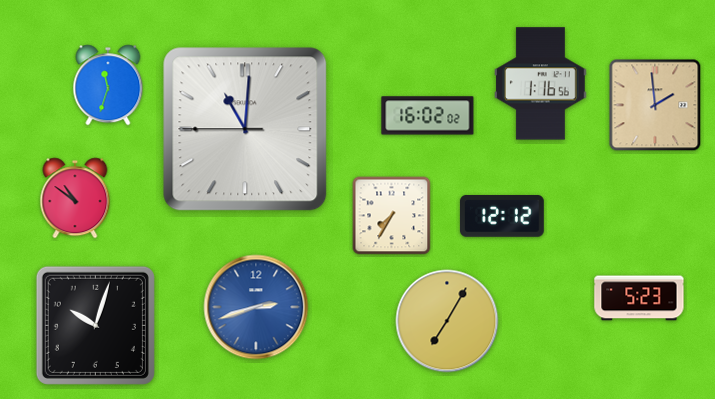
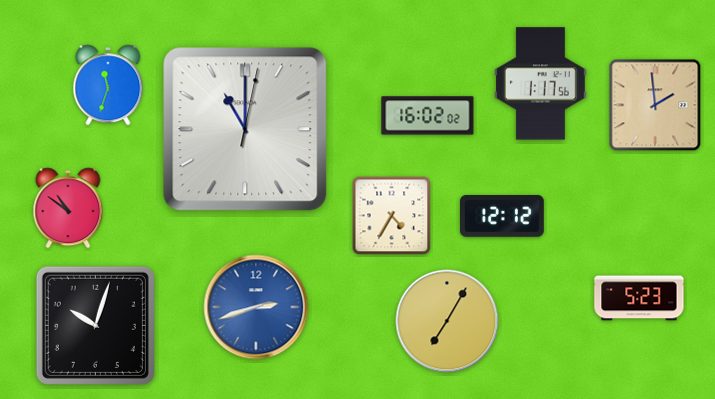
clock at (541, 84): 1:16 -> 1:17
clock at (245, 129): 11:00:45 -> 11:00:02
clock at (75, 198) position: (75, 198) -> (68, 208)
clock at (392, 216): 7:35 -> 4:35
